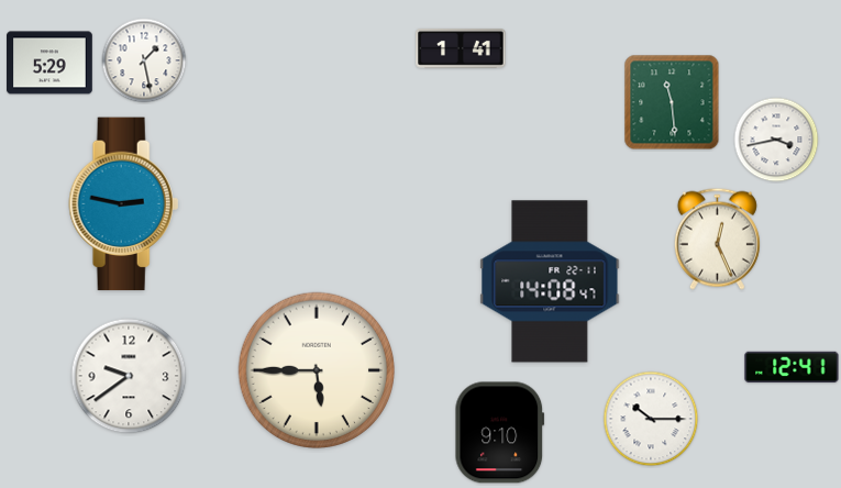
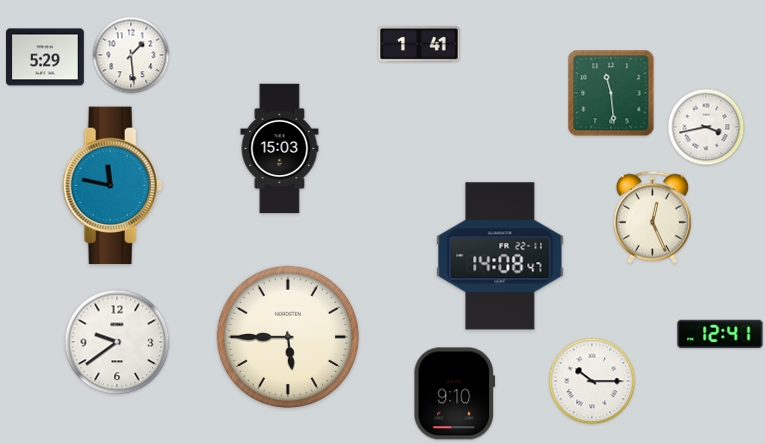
clock at (144, 60): 1:28 -> 1:29
clock at (280, 149): none -> 15:03
clock at (124, 204): 2:47 -> 11:47
